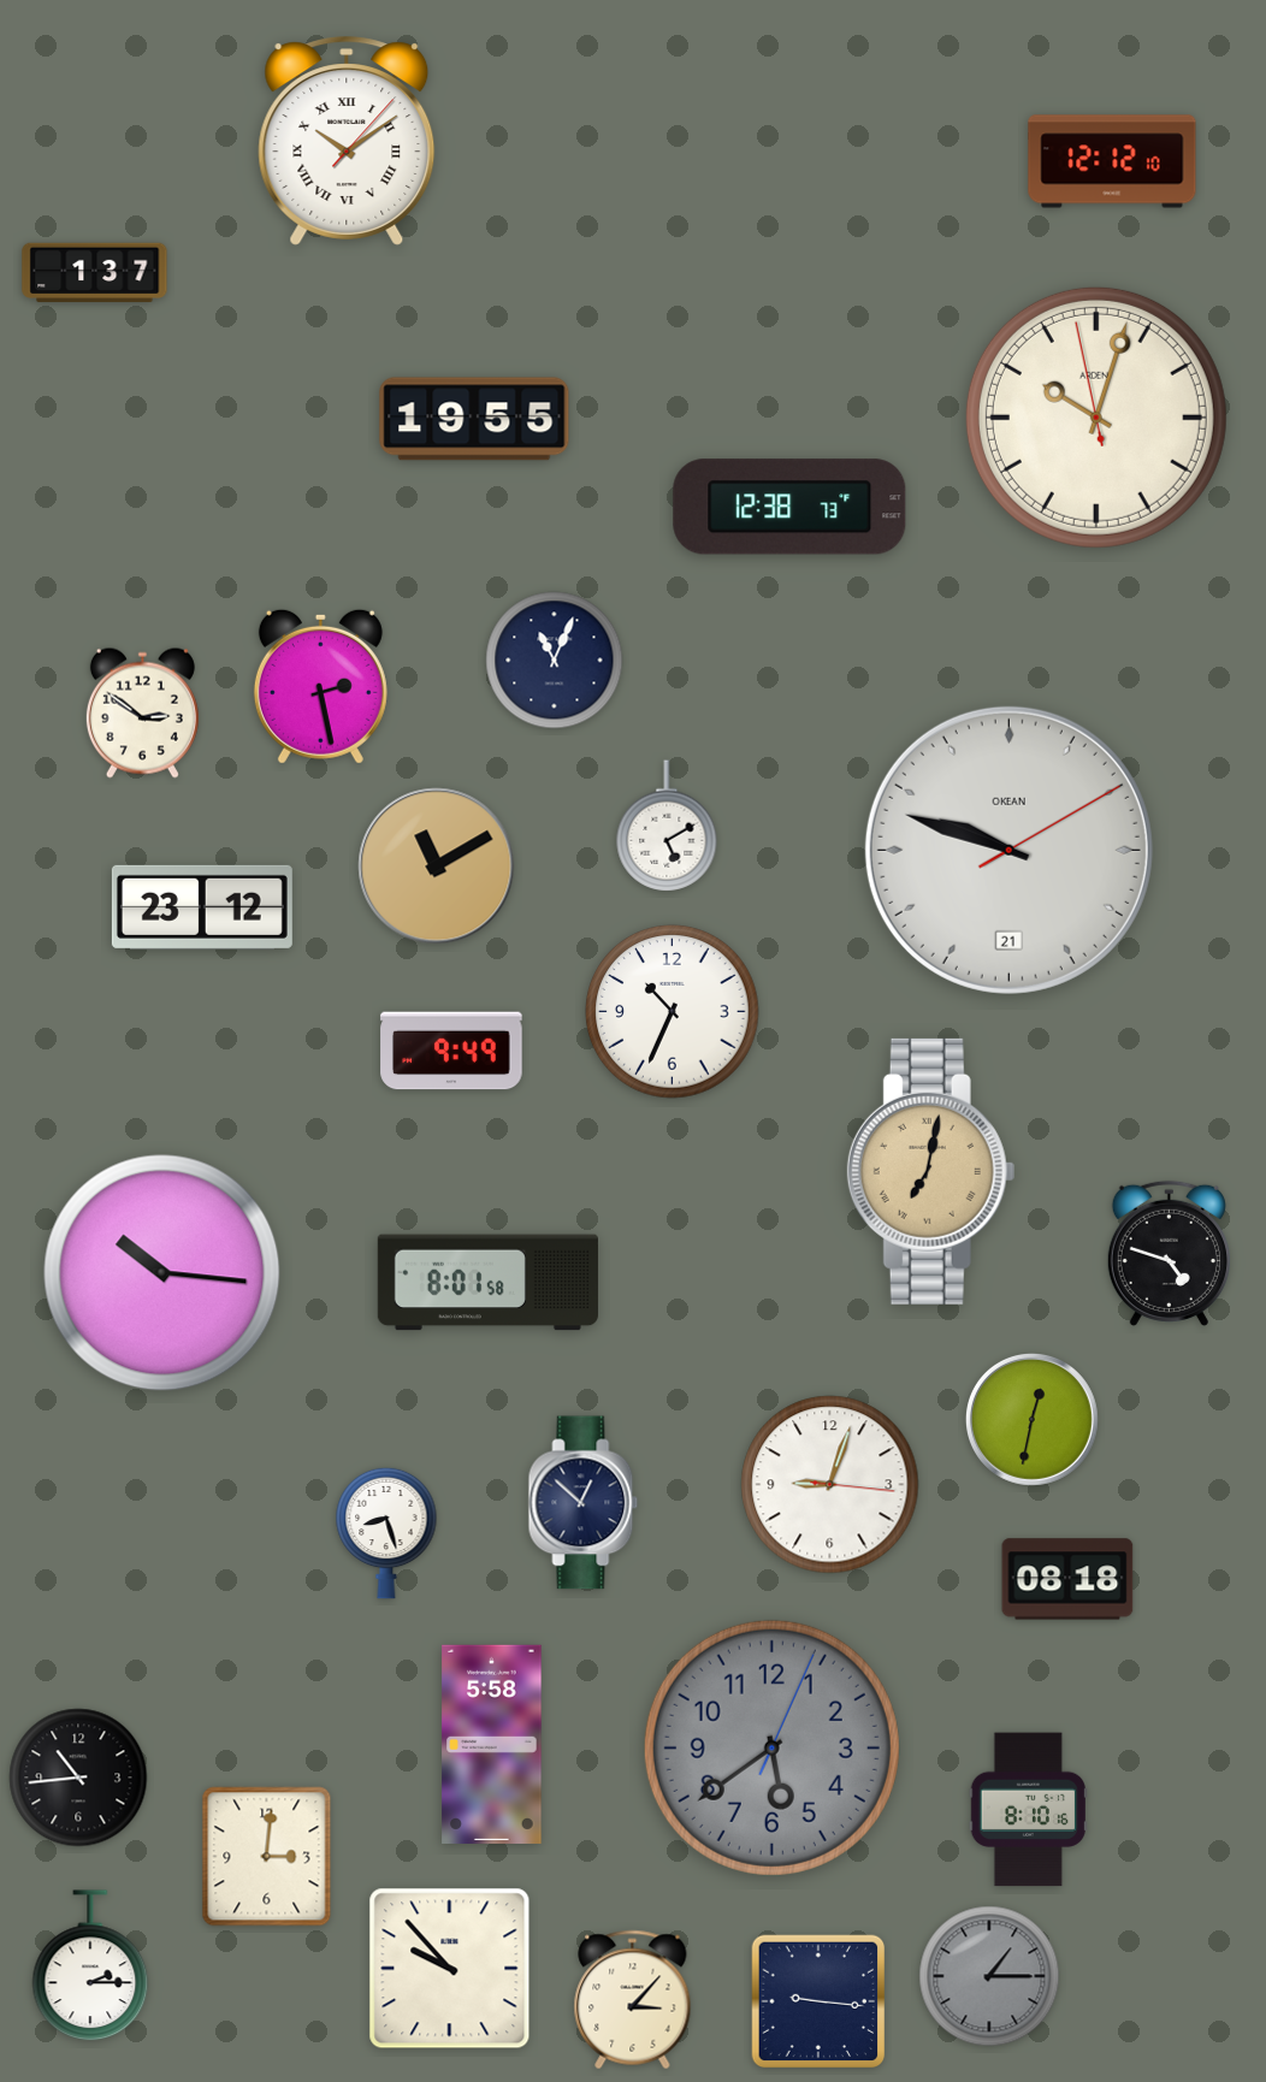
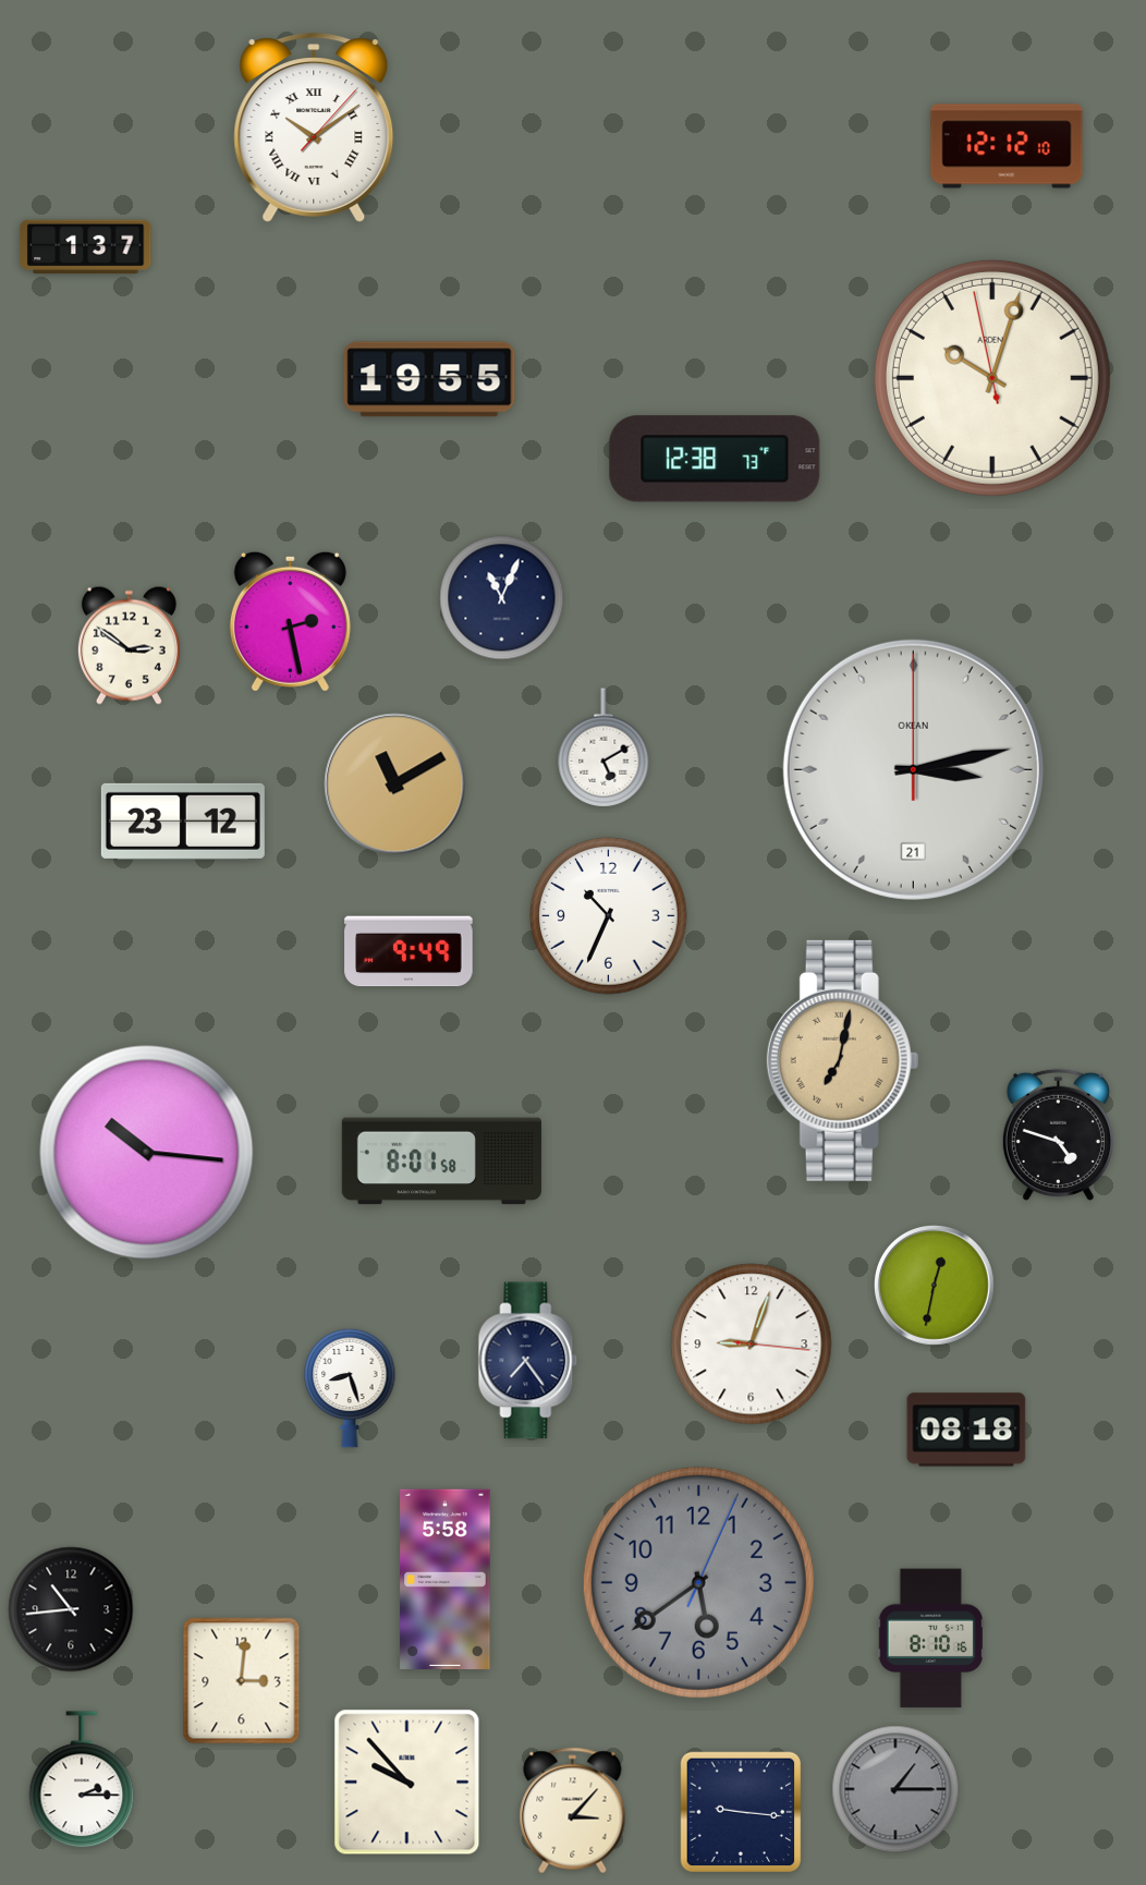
clock at (1008, 850): 9:48 -> 3:13
clock at (584, 1503): 12:52 -> 7:24
